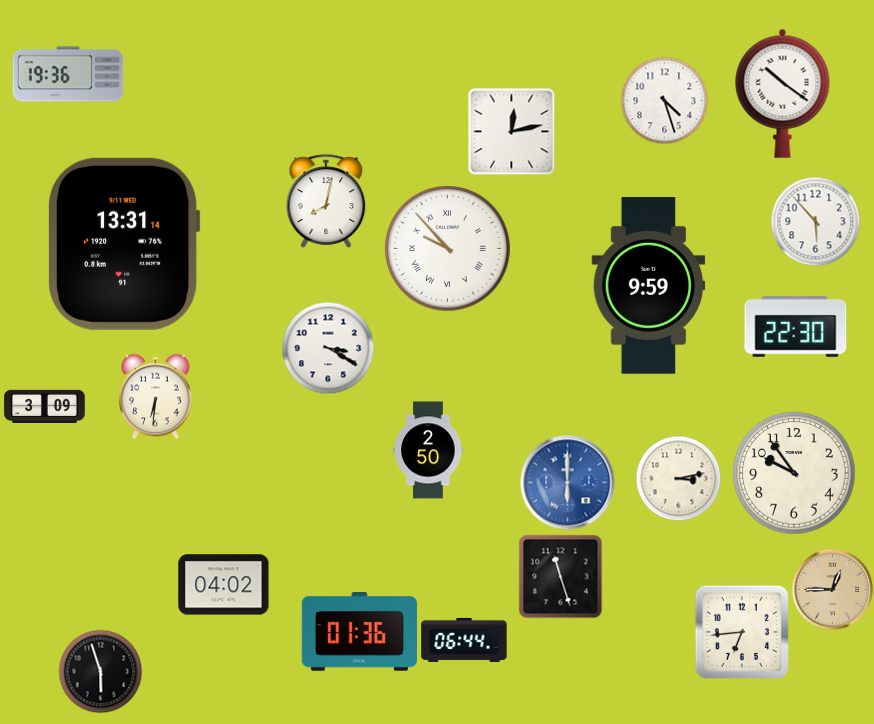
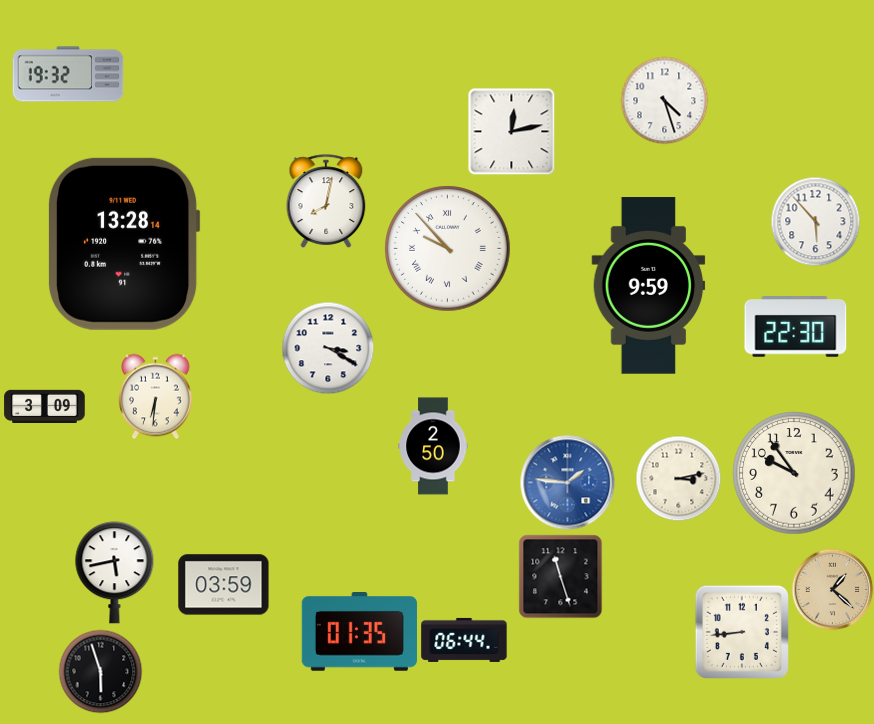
clock at (68, 74): 19:36 -> 19:32
clock at (783, 93): 10:21 -> none
clock at (124, 244): 13:31 -> 13:28
clock at (428, 450) position: (428, 450) -> (433, 446)
clock at (567, 482): 6:00 -> 1:46
clock at (115, 573): none -> 5:43
clock at (224, 585): 04:02 -> 03:59
clock at (832, 589): 12:45 -> 1:22
clock at (359, 632): 01:36 -> 01:35
clock at (742, 632): 6:44 -> 8:44
